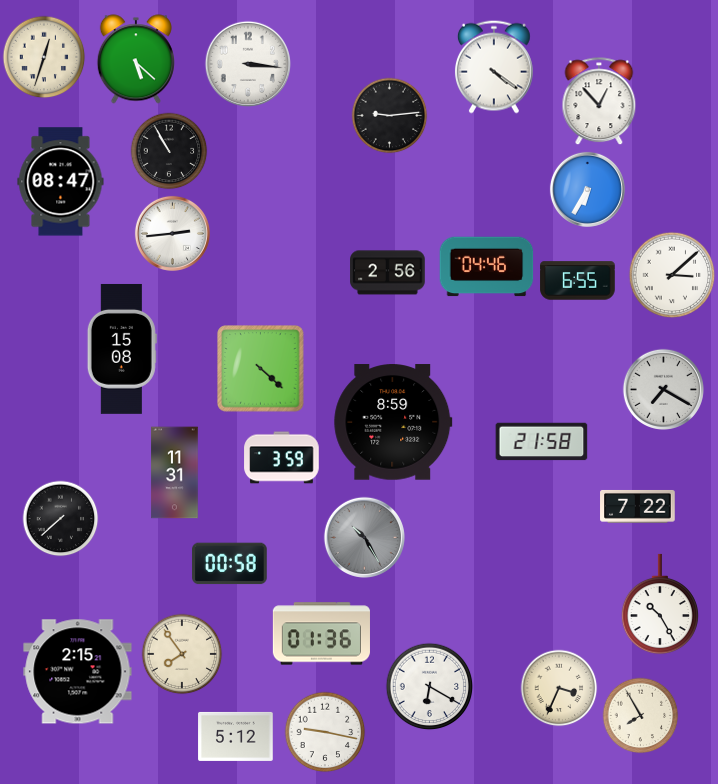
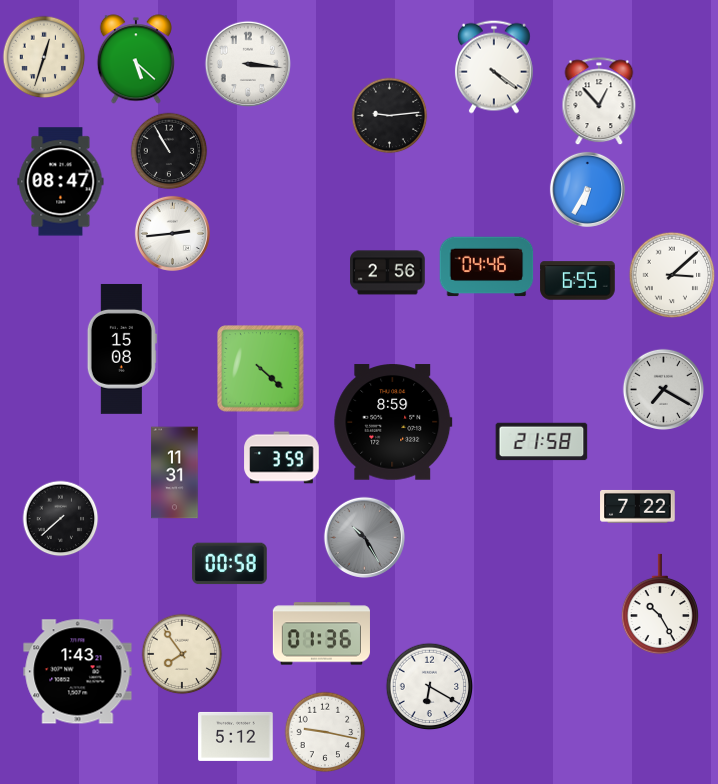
clock at (78, 672): 2:15 -> 1:43
clock at (559, 688): 3:34 -> none
clock at (641, 716): 7:55 -> none
